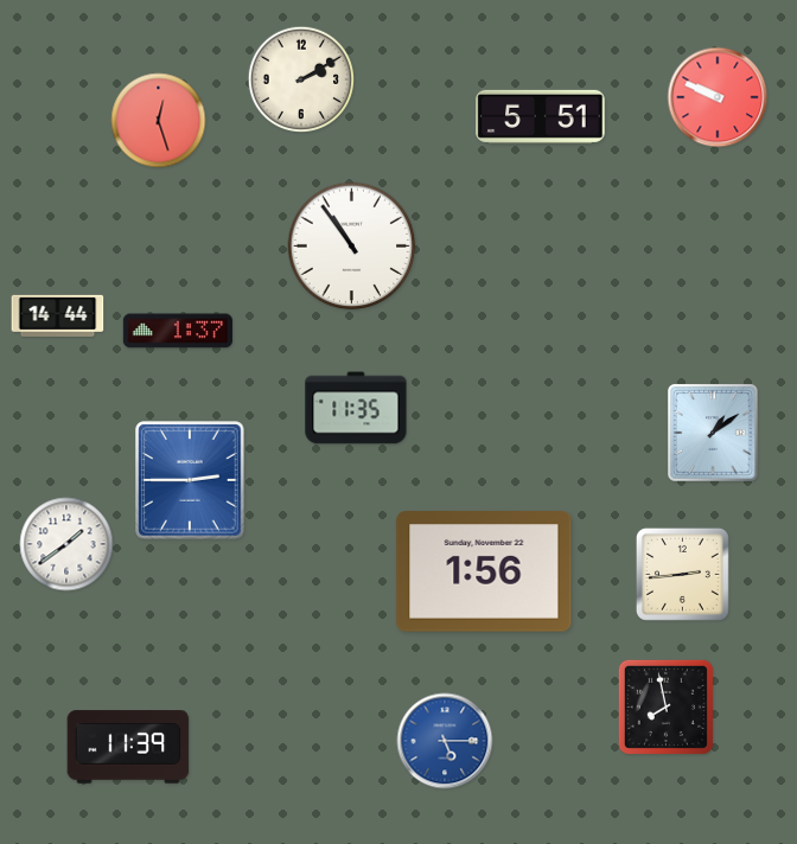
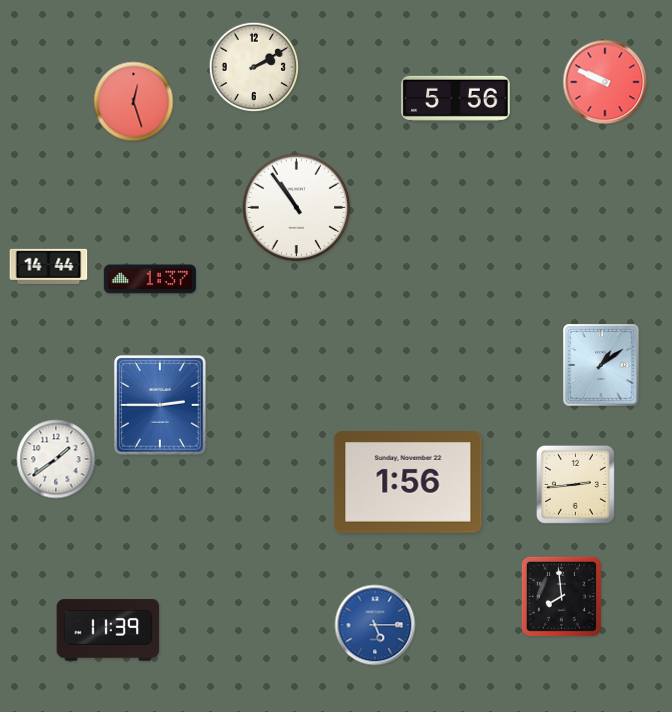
clock at (541, 116): 5:51 -> 5:56
clock at (356, 408): 11:35 -> none
clock at (665, 706): 7:58 -> 7:59
